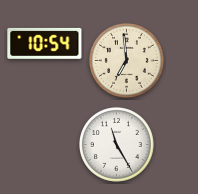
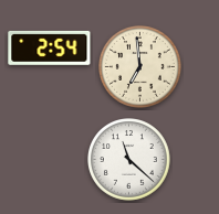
clock at (45, 43): 10:54 -> 2:54
clock at (117, 145): 11:25 -> 11:22
